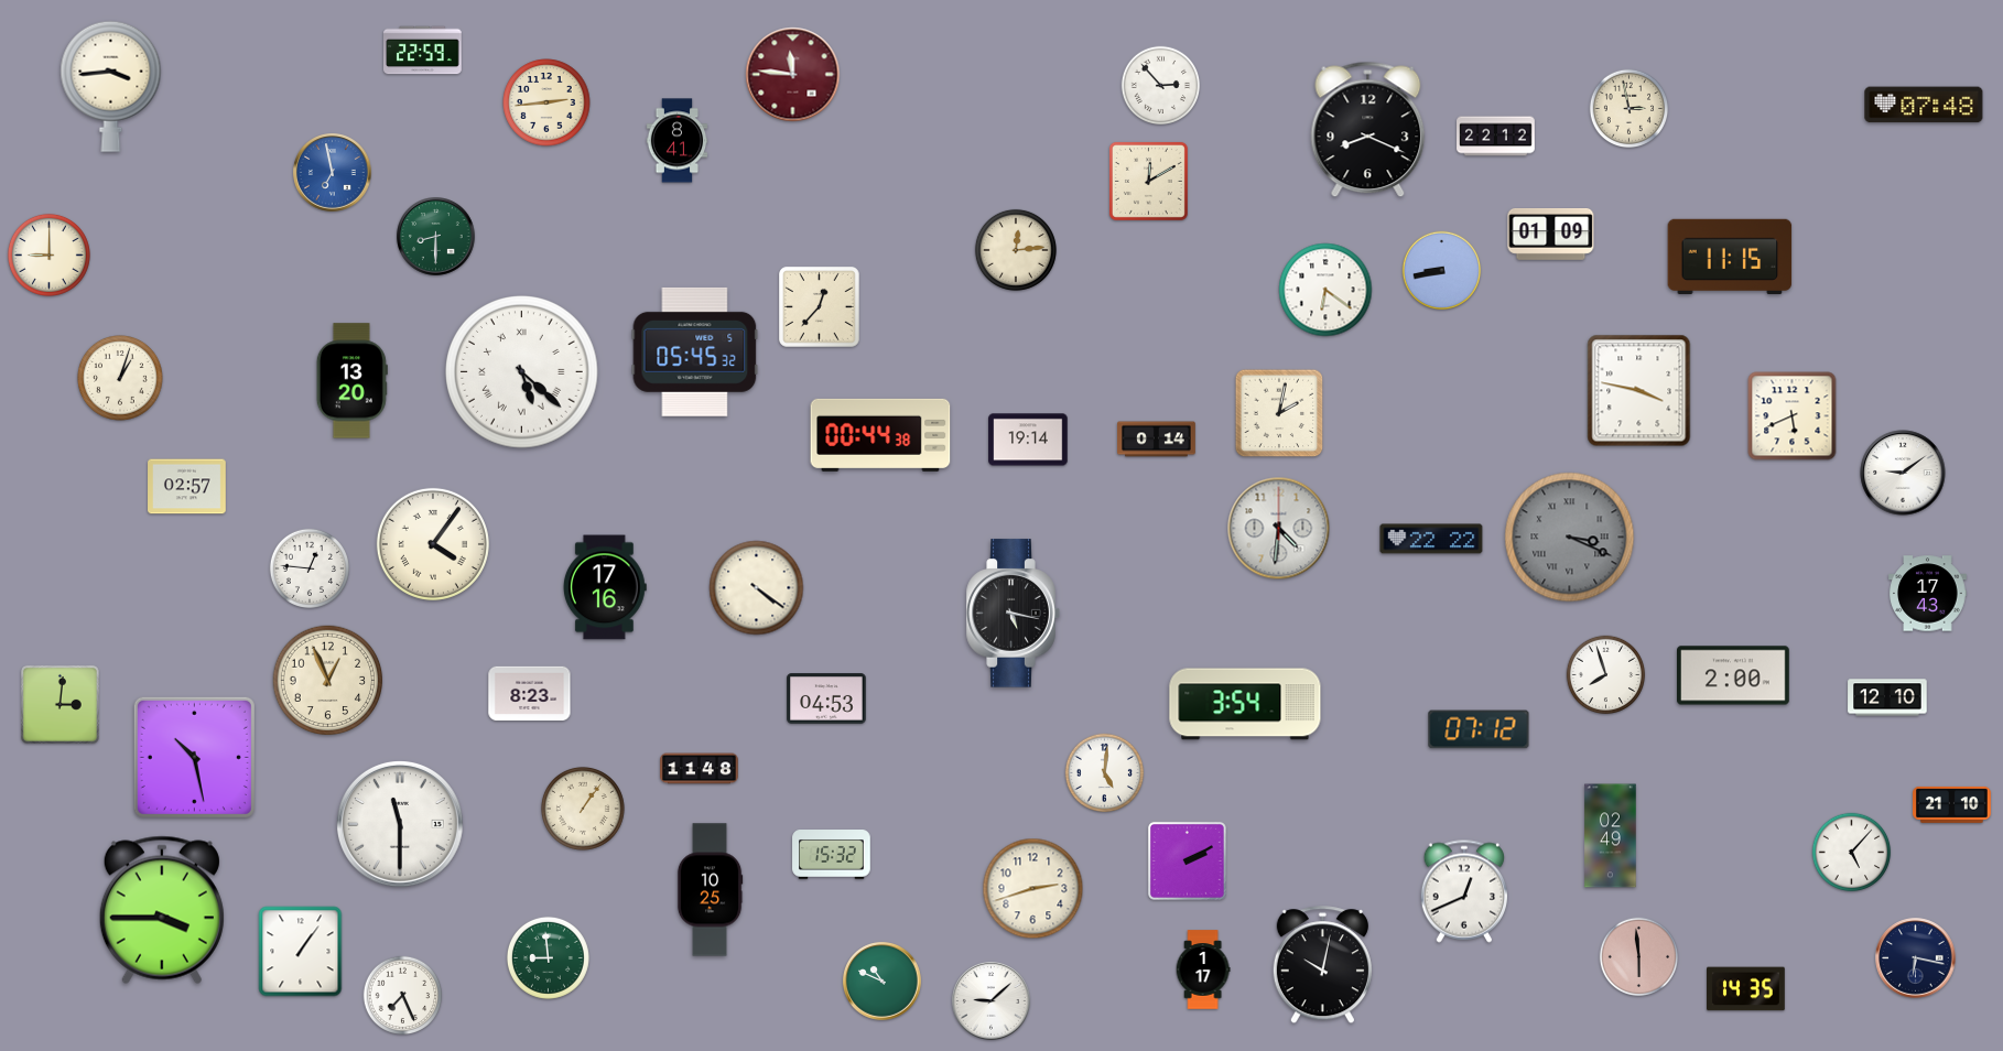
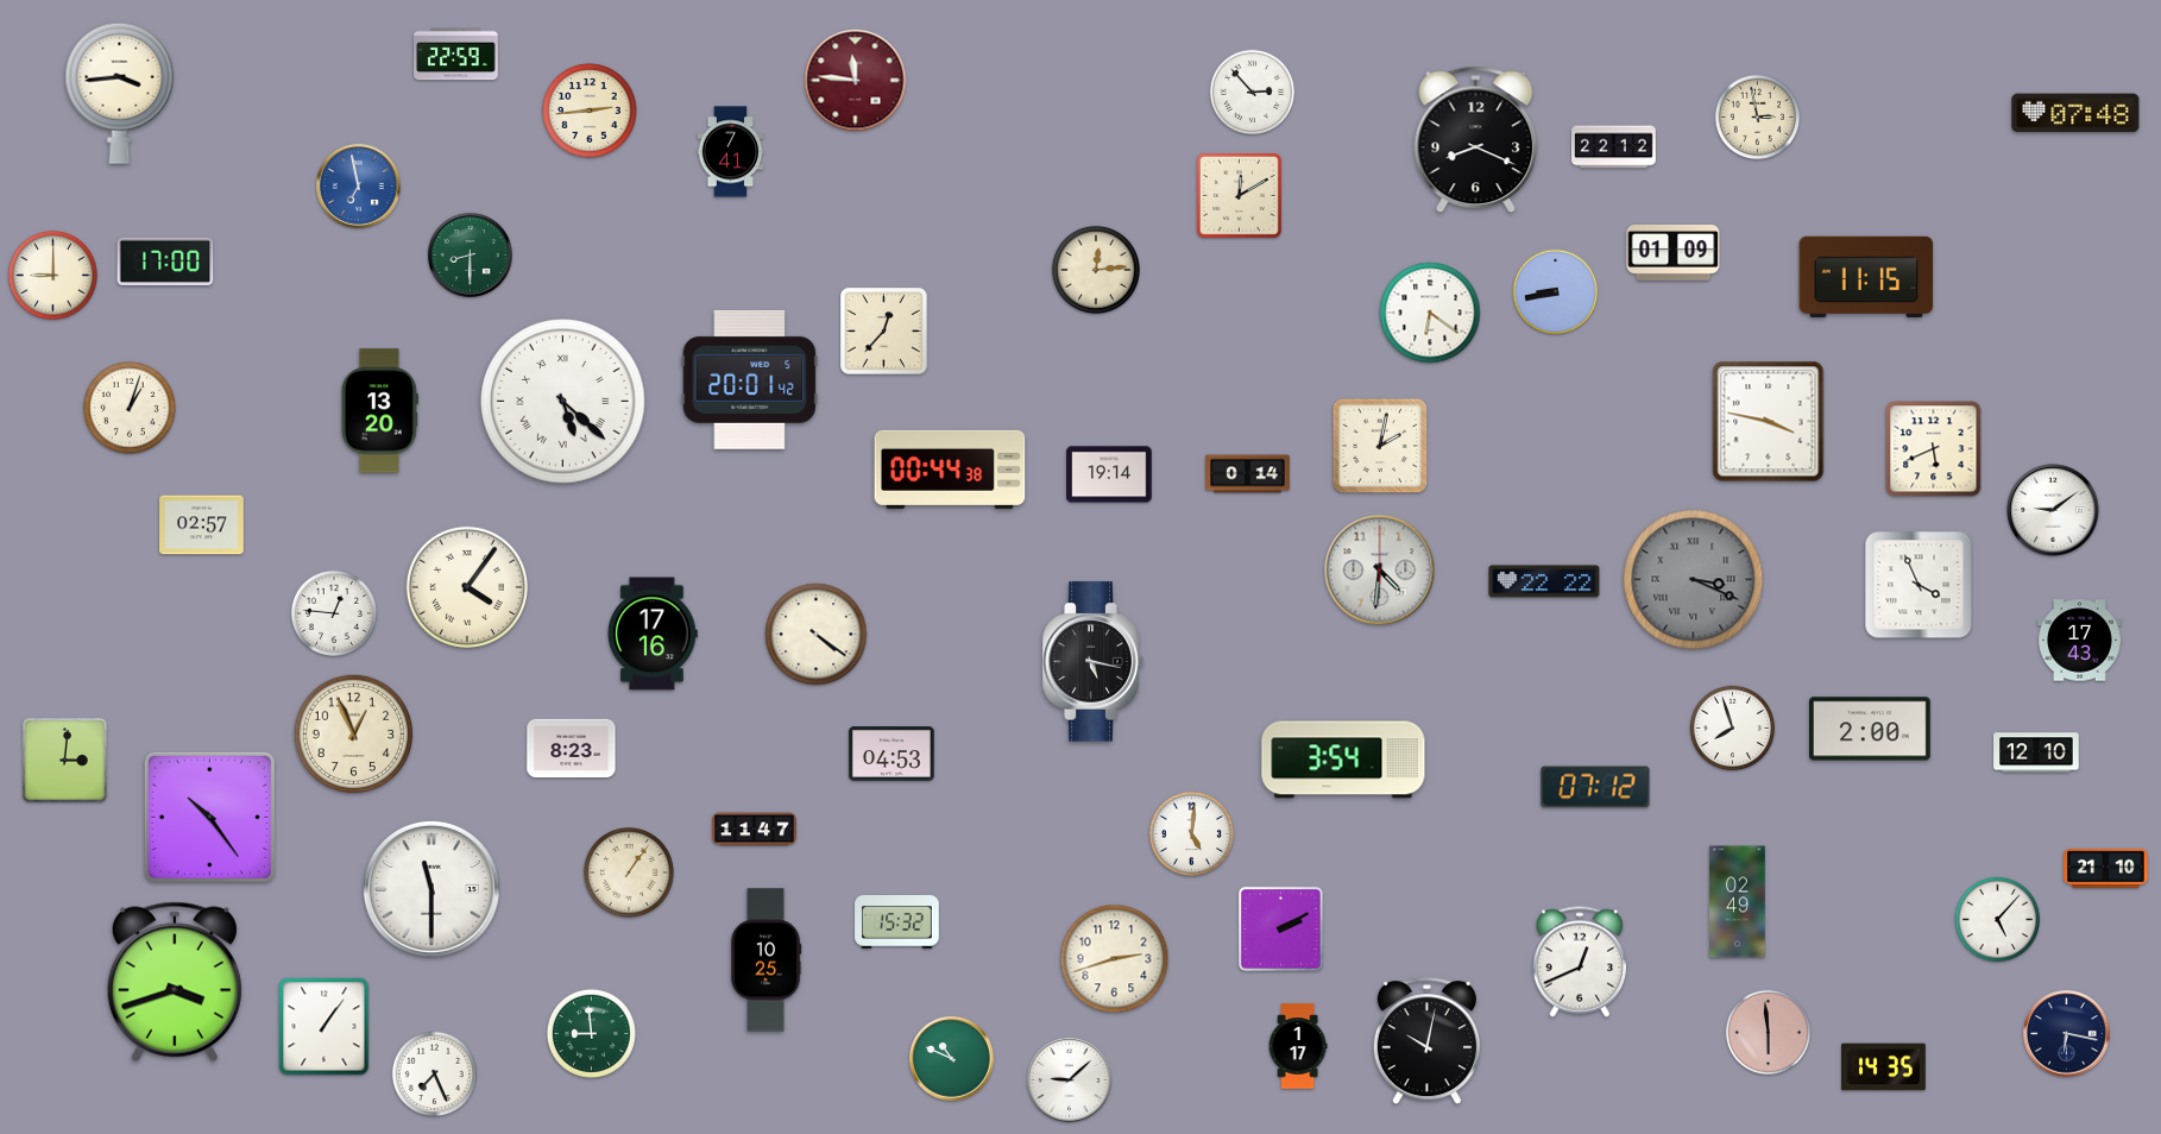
clock at (678, 141): 8:41 -> 7:41
clock at (165, 260): none -> 17:00
clock at (695, 351): 05:45 -> 20:01
clock at (1919, 585): none -> 3:56
clock at (194, 757): 10:28 -> 10:24
clock at (700, 769): 11:48 -> 11:47
clock at (162, 910): 3:45 -> 3:42
